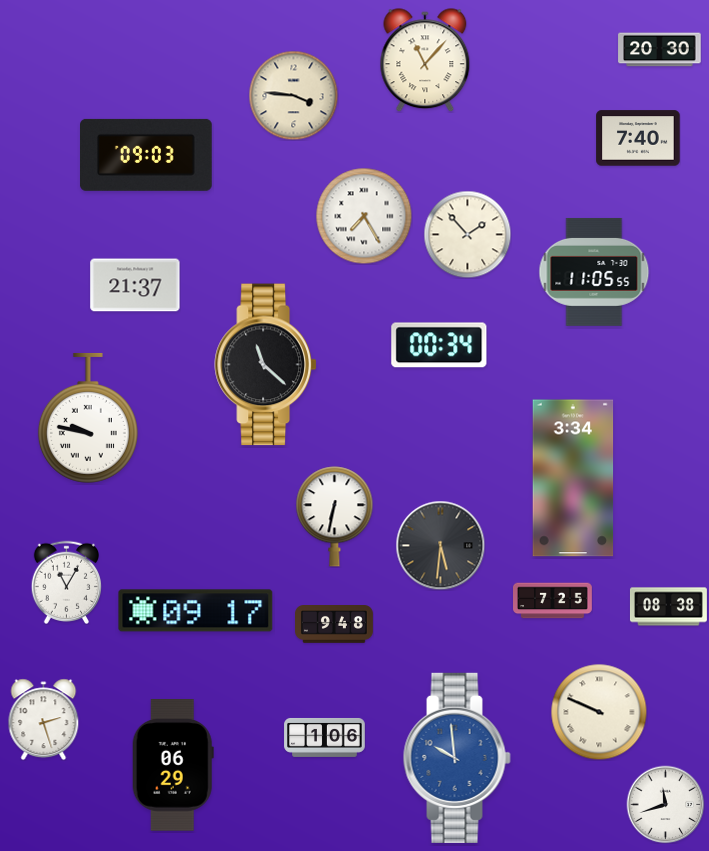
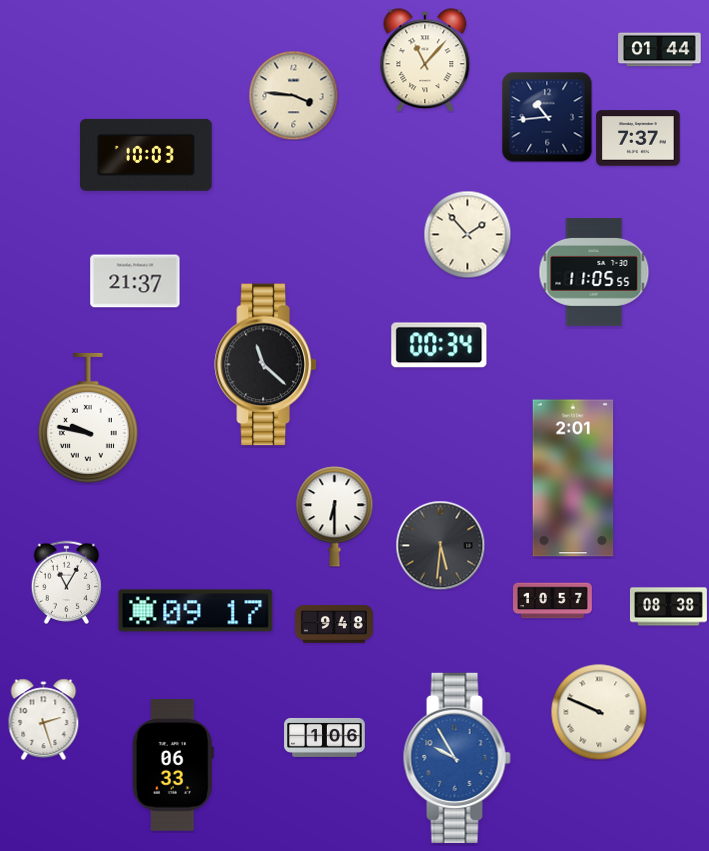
clock at (660, 50): 20:30 -> 01:44
clock at (547, 117): none -> 10:44
clock at (638, 138): 7:40 -> 7:37
clock at (147, 155): 09:03 -> 10:03
clock at (364, 216): 7:25 -> none
clock at (135, 285) position: (135, 285) -> (135, 281)
clock at (573, 478): 3:34 -> 2:01
clock at (335, 517): 6:32 -> 6:30
clock at (553, 601): 7:25 -> 10:57
clock at (457, 758): 9:59 -> 9:55
clock at (173, 766): 06:29 -> 06:33
clock at (665, 804): 11:42 -> none
